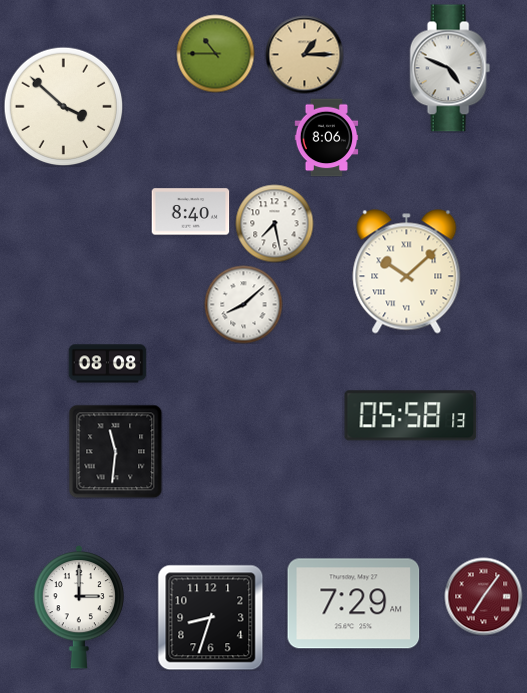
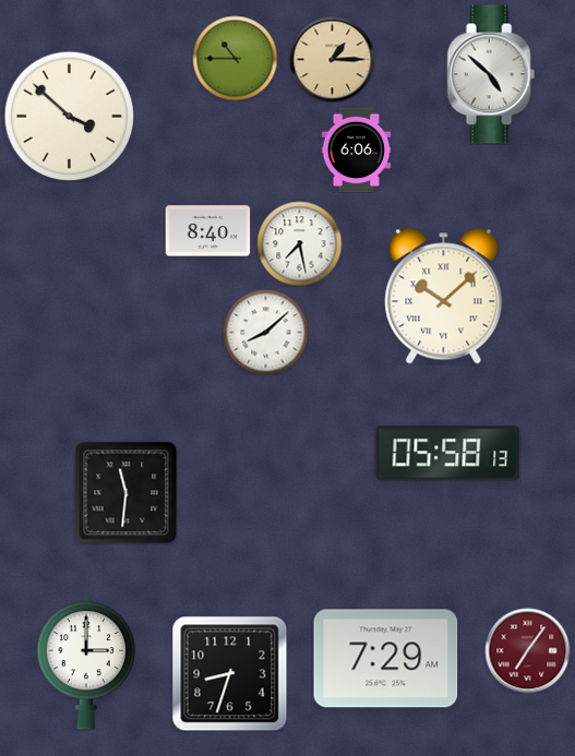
clock at (450, 68): 4:49 -> 4:52
clock at (327, 137): 8:06 -> 6:06
clock at (107, 364): 08:08 -> none
